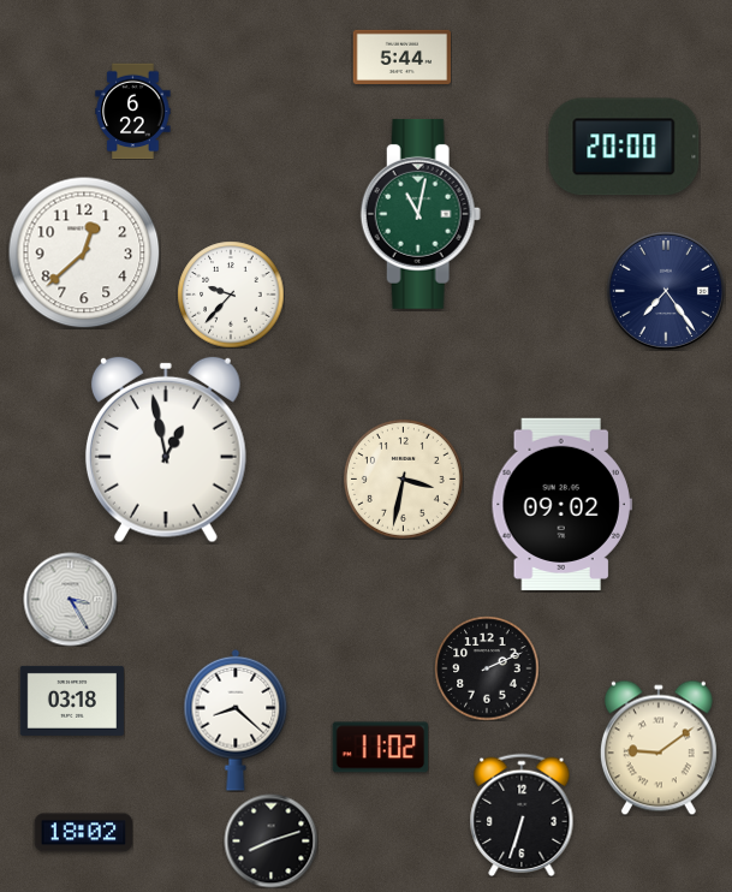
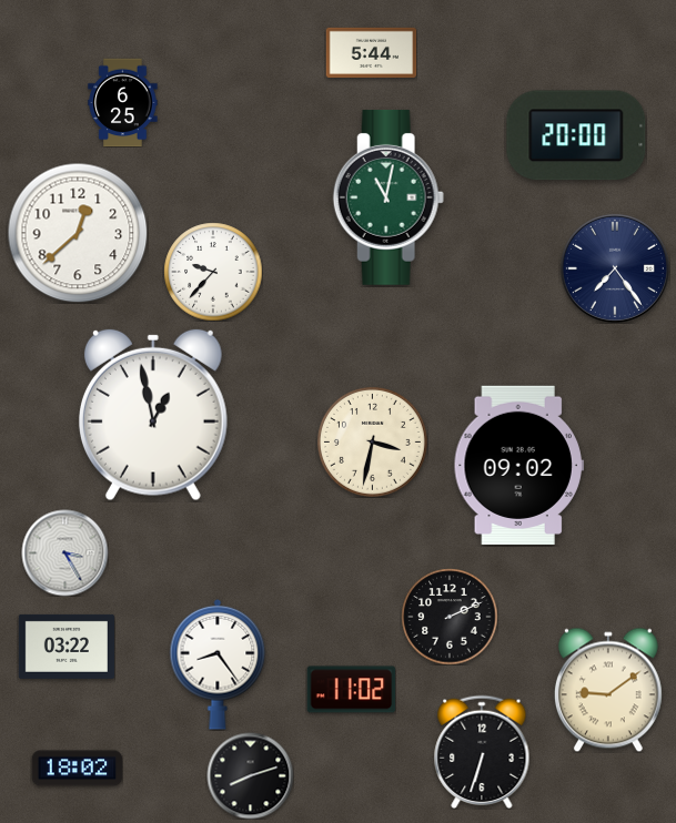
clock at (133, 111): 6:22 -> 6:25
clock at (72, 701): 03:18 -> 03:22
clock at (236, 720): 8:22 -> 8:24
